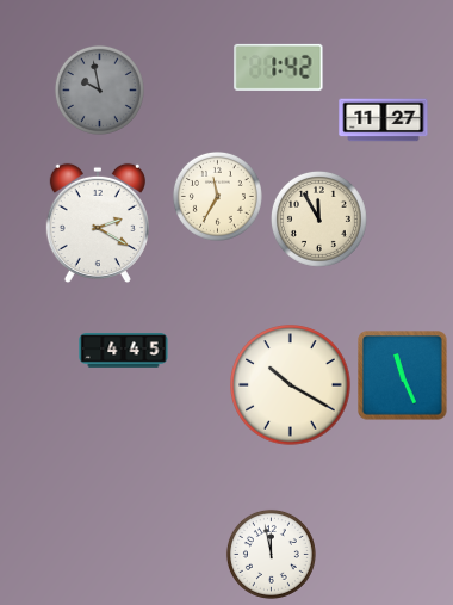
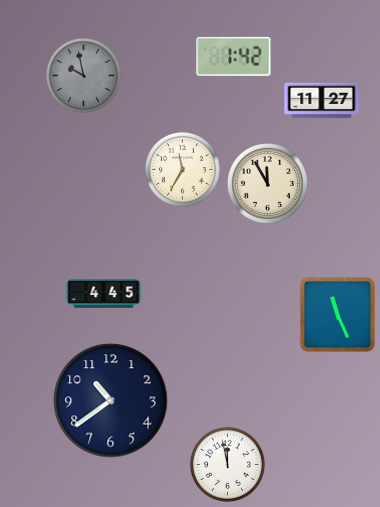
clock at (217, 196) position: (217, 196) -> (182, 169)
clock at (98, 222): 2:20 -> none
clock at (291, 385): 10:20 -> none
clock at (111, 401): none -> 10:39
